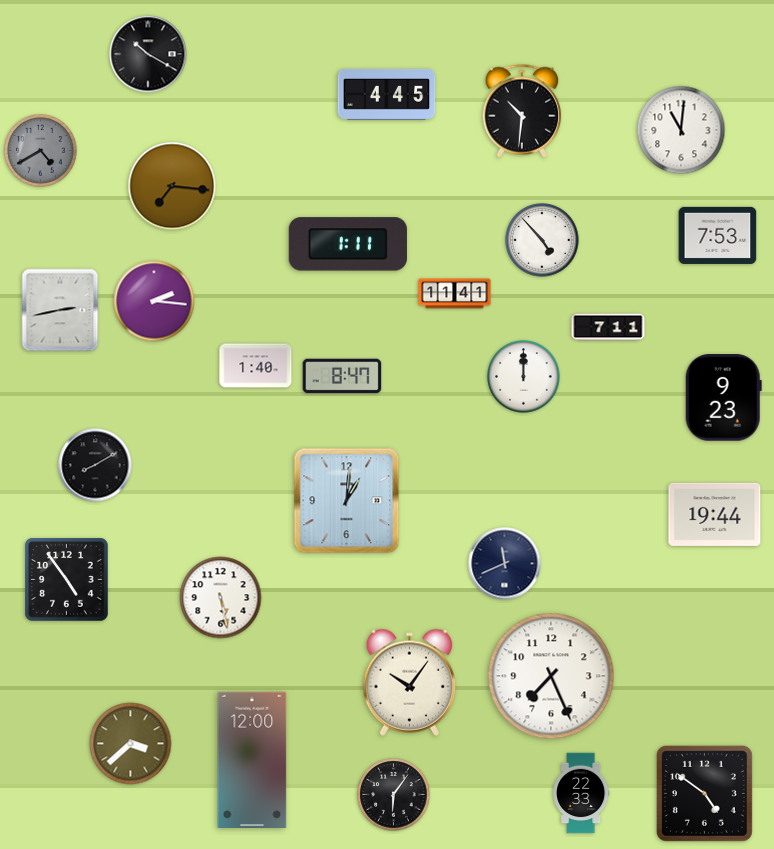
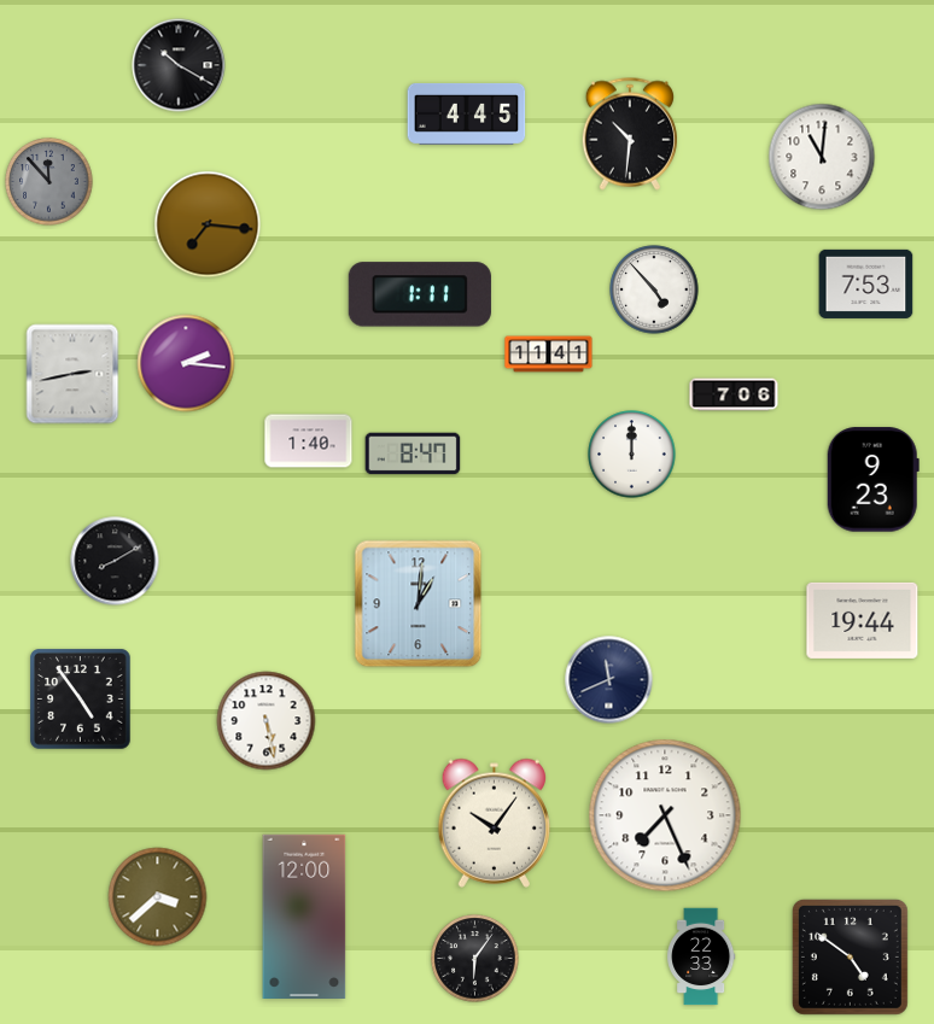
clock at (41, 151): 4:40 -> 11:53
clock at (608, 327): 7:11 -> 7:06
